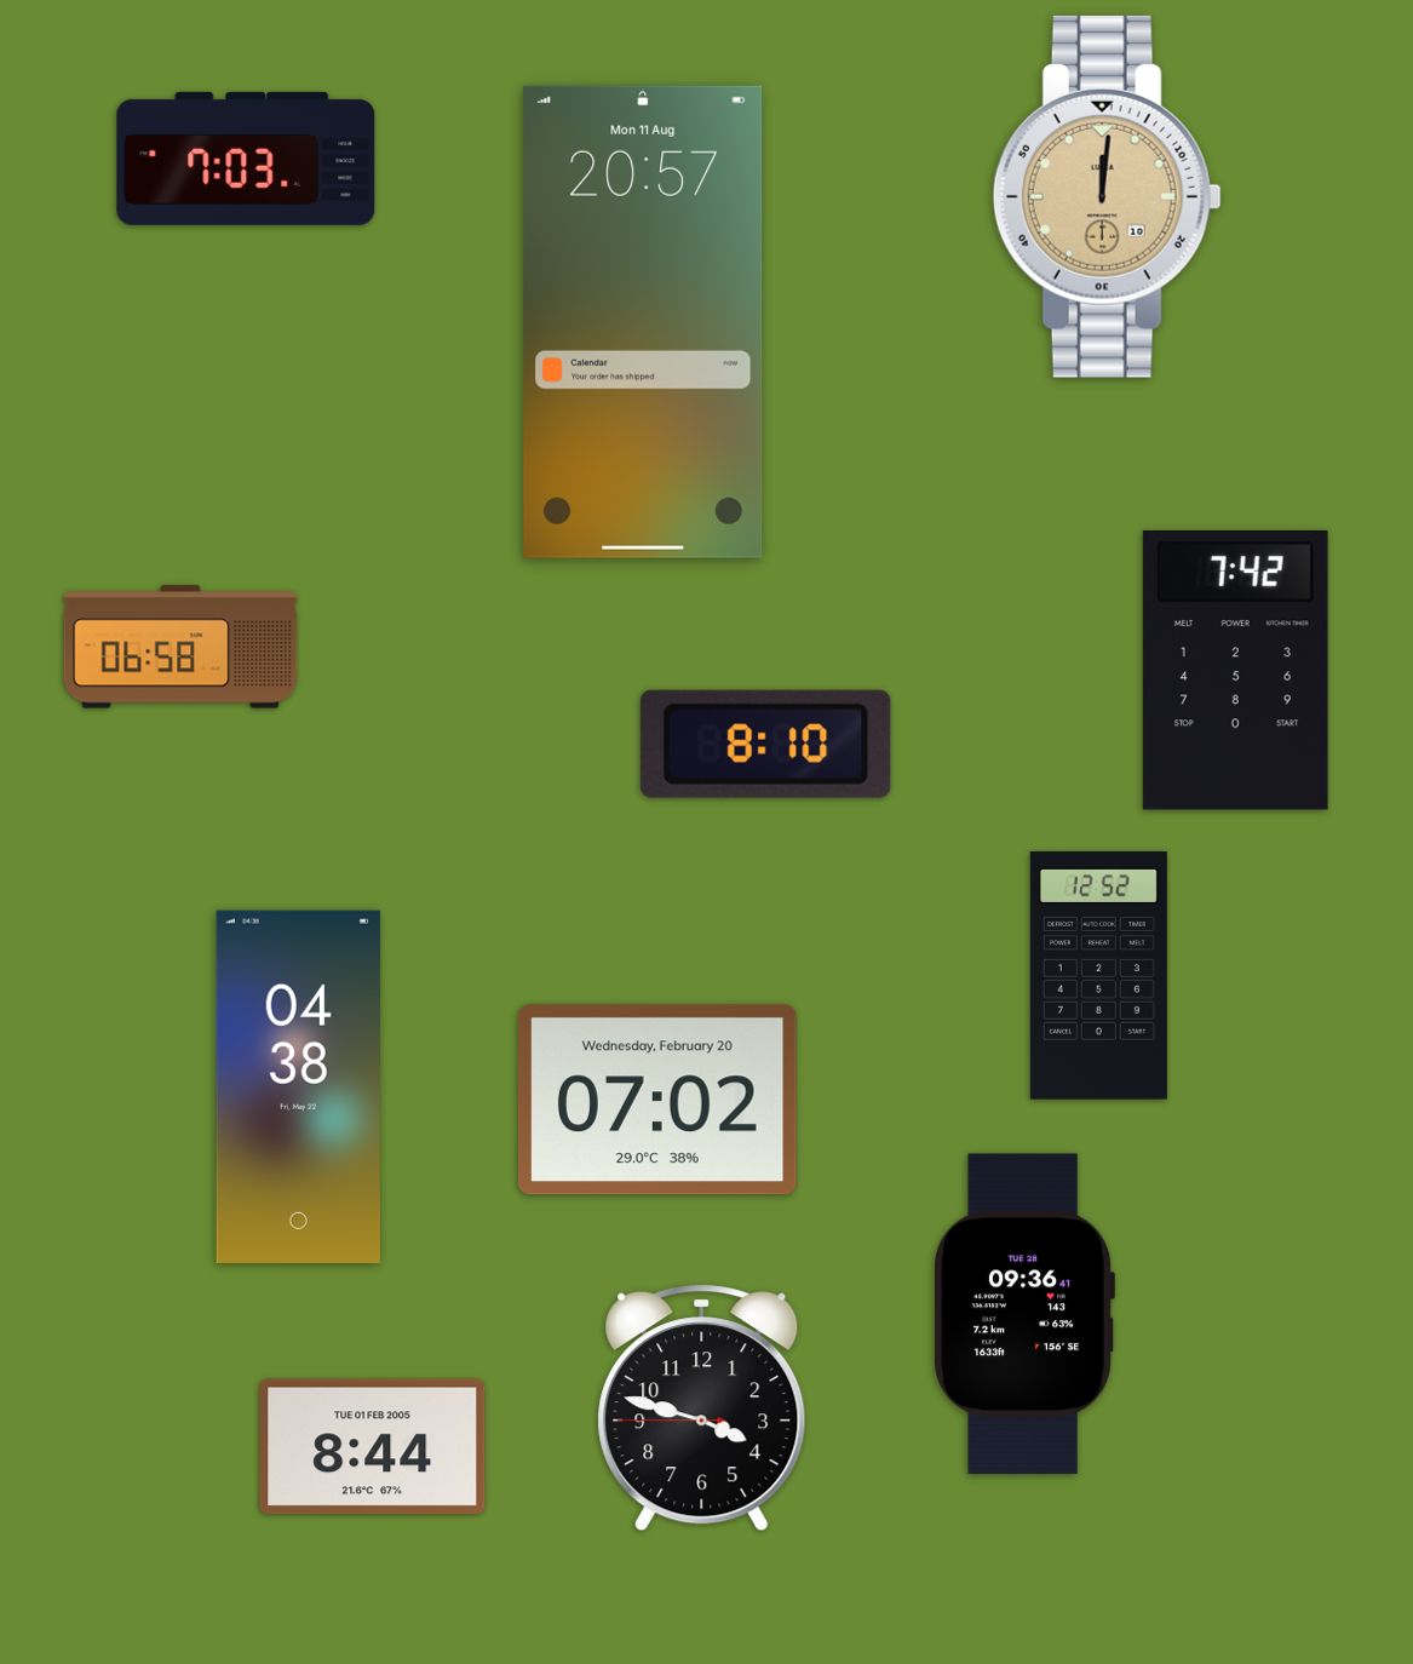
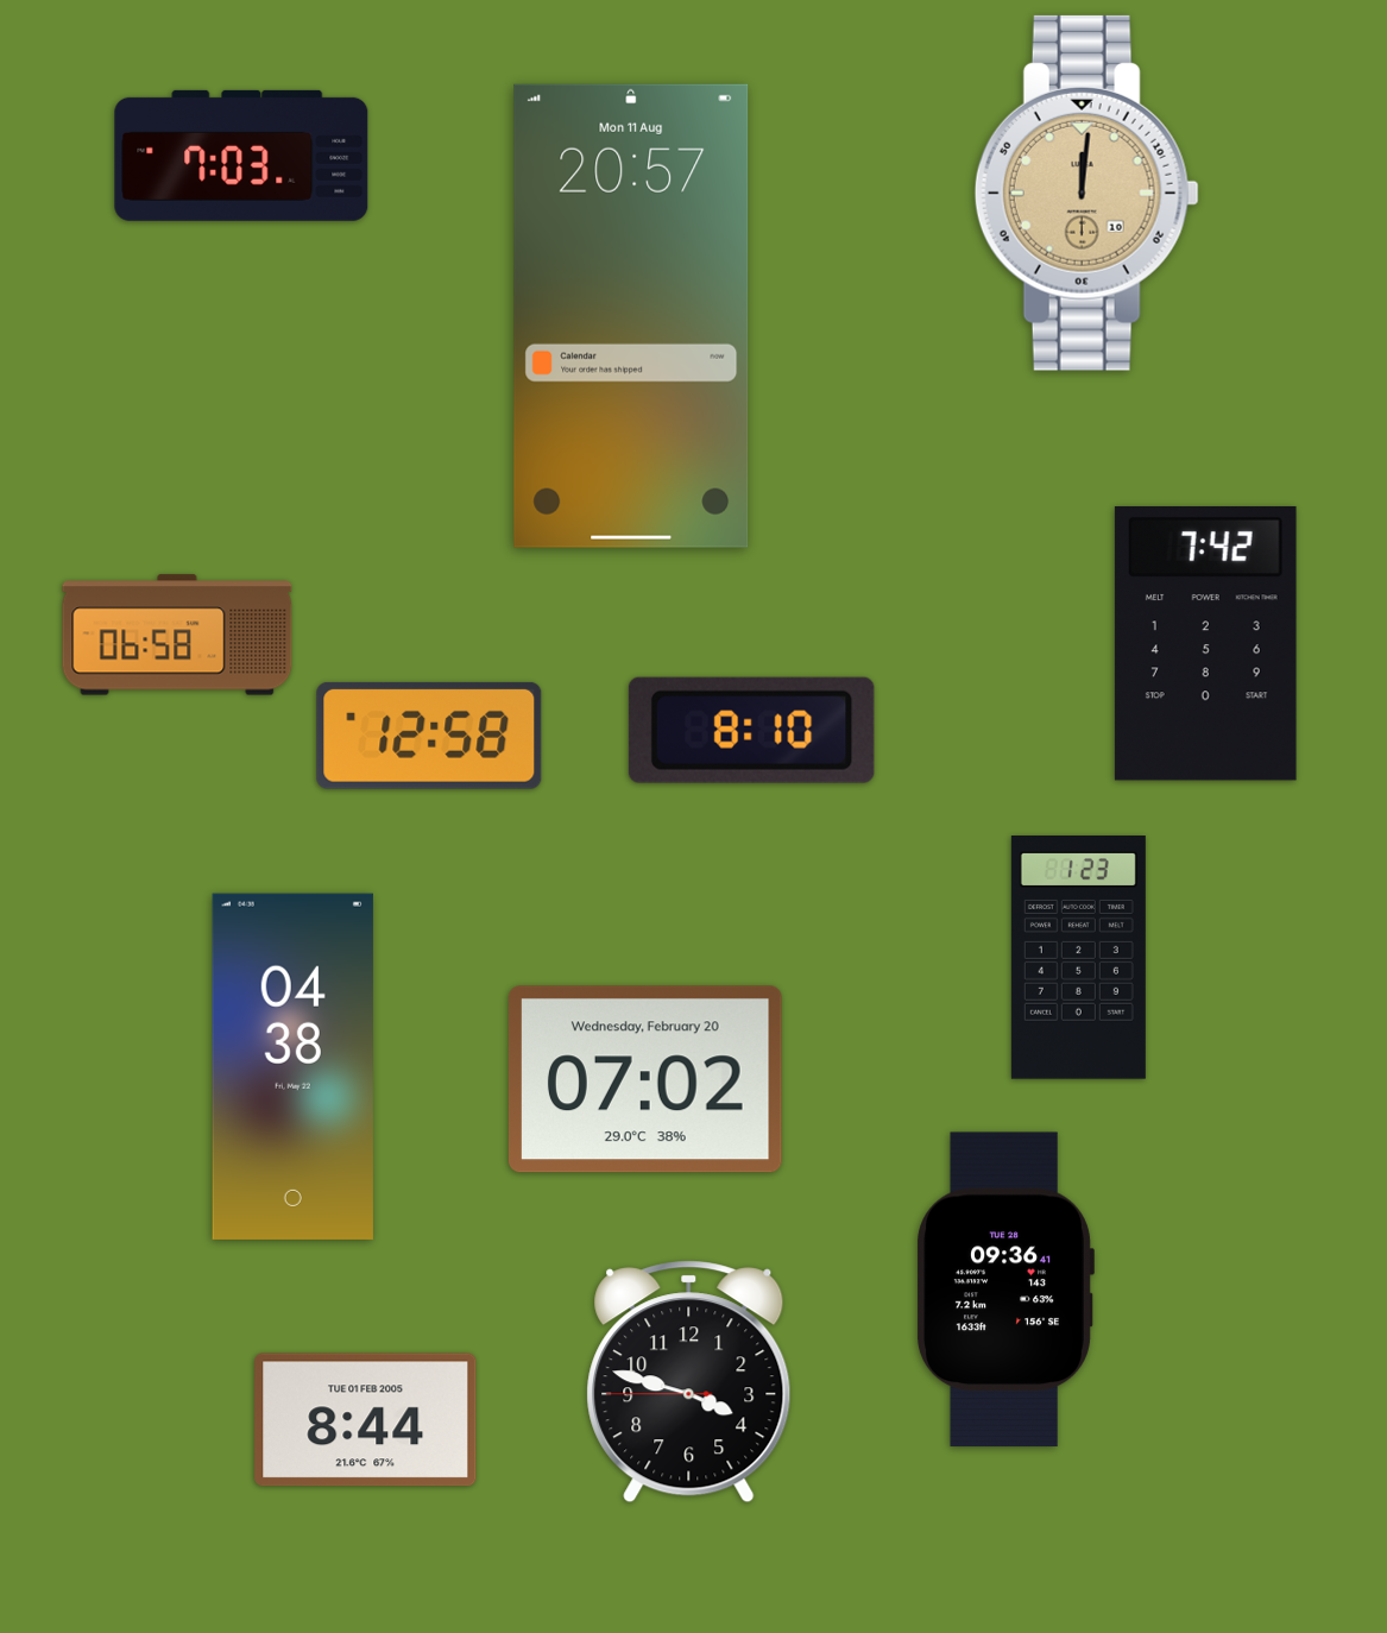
clock at (1235, 670) position: (1235, 670) -> (1205, 643)
clock at (429, 736): none -> 12:58
clock at (1098, 976): 12:52 -> 1:23
